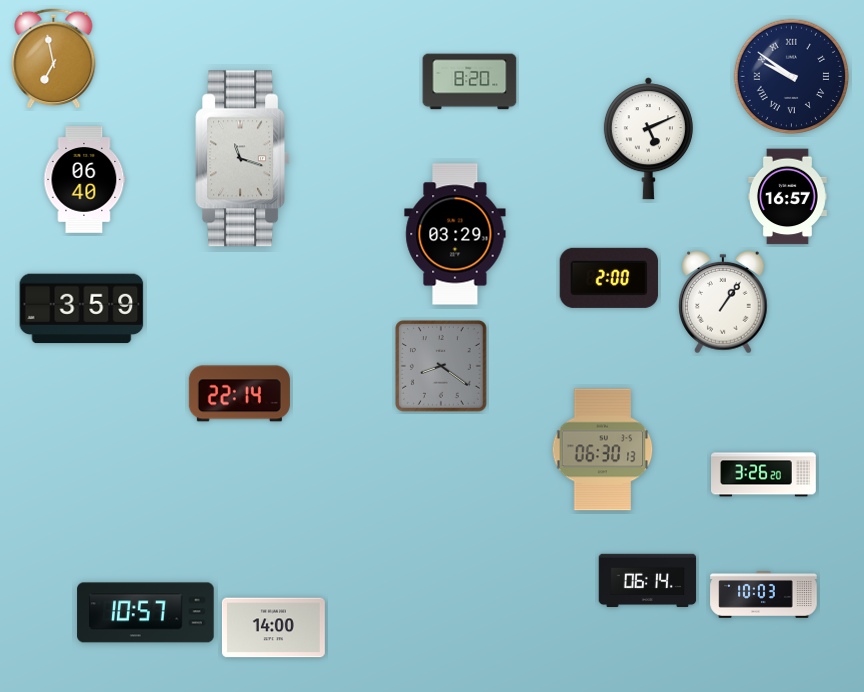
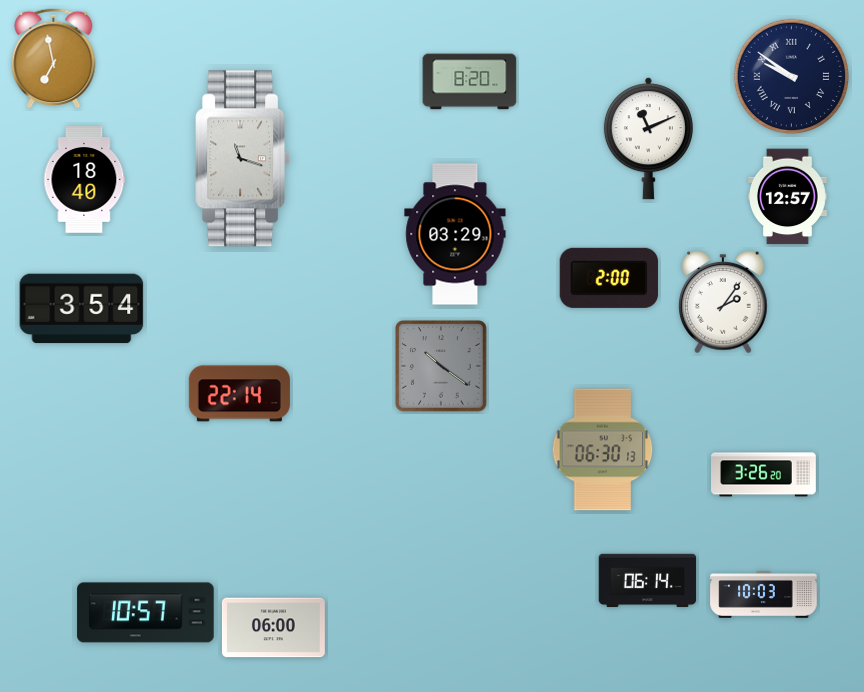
clock at (648, 139): 5:11 -> 11:11
clock at (84, 180): 06:40 -> 18:40
clock at (787, 197): 16:57 -> 12:57
clock at (723, 303): 1:06 -> 2:06
clock at (82, 309): 3:59 -> 3:54
clock at (442, 367): 8:21 -> 10:21
clock at (273, 628): 14:00 -> 06:00
